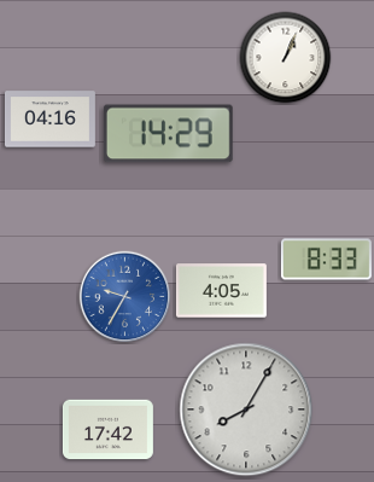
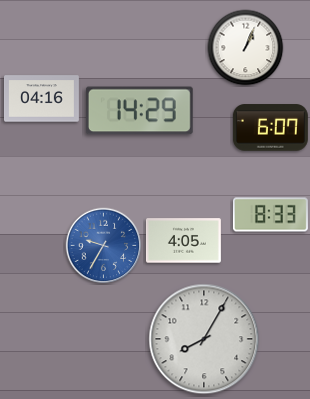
clock at (286, 58) position: (286, 58) -> (246, 48)
clock at (270, 128): none -> 6:07
clock at (107, 430): 17:42 -> none
